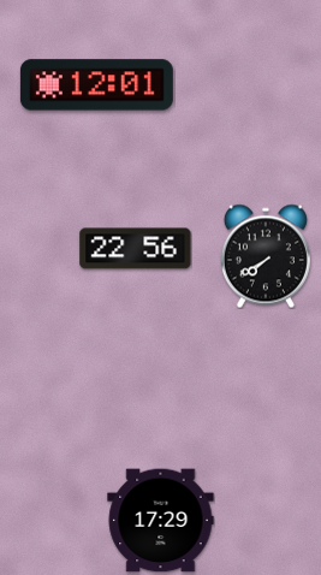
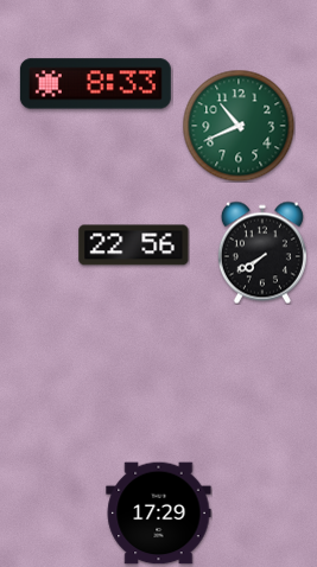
clock at (96, 85): 12:01 -> 8:33
clock at (239, 126): none -> 10:41
